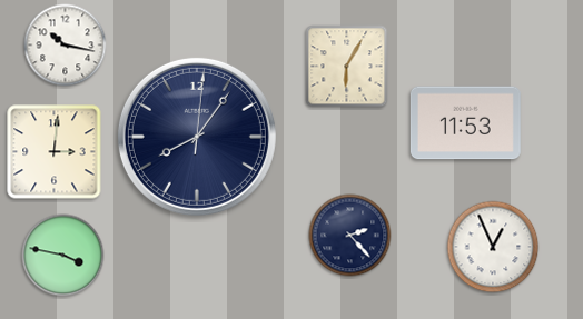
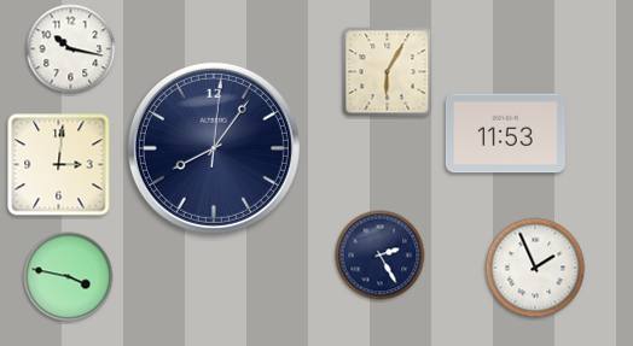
clock at (347, 67) position: (347, 67) -> (388, 72)
clock at (350, 236): 2:23 -> 2:25
clock at (493, 247): 12:56 -> 1:56
